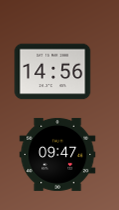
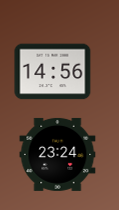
clock at (58, 154): 09:47 -> 23:24
